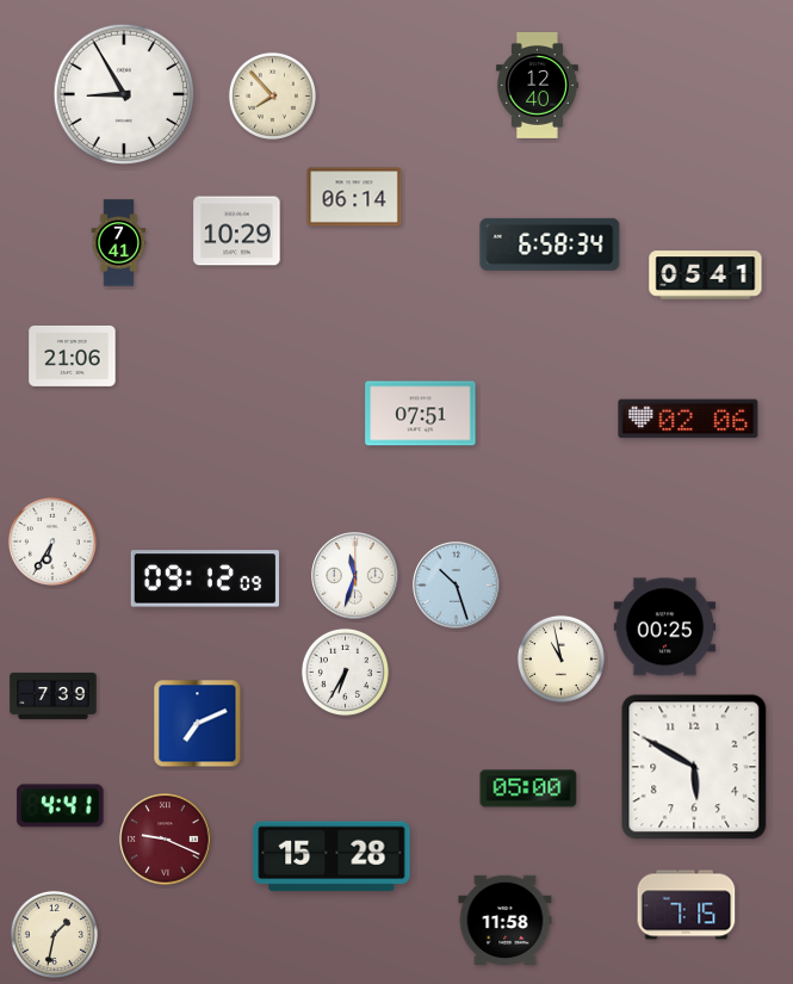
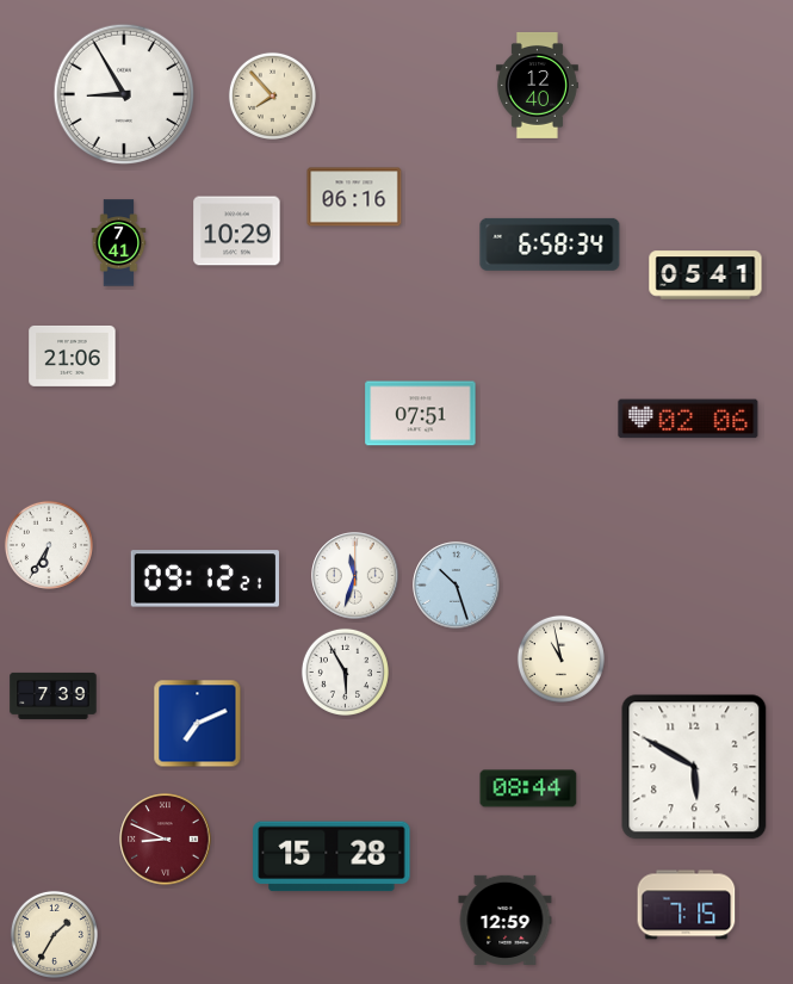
clock at (354, 197): 06:14 -> 06:16
clock at (52, 541) position: (52, 541) -> (49, 545)
clock at (204, 578): 09:12:09 -> 09:12:21
clock at (665, 627): 00:25 -> none
clock at (345, 672): 6:35 -> 5:55
clock at (528, 788): 05:00 -> 08:44
clock at (61, 806): 4:41 -> none
clock at (166, 840): 9:19 -> 8:49
clock at (506, 920): 11:58 -> 12:59
clock at (54, 934): 1:32 -> 1:35
